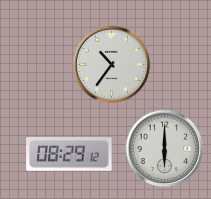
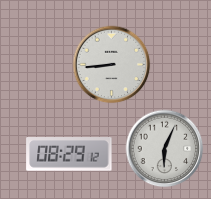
clock at (111, 64): 10:36 -> 8:44
clock at (164, 148): 6:00 -> 6:04
